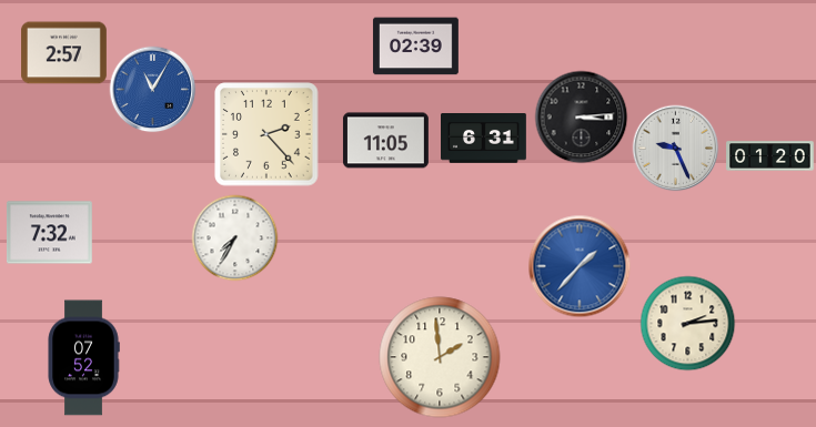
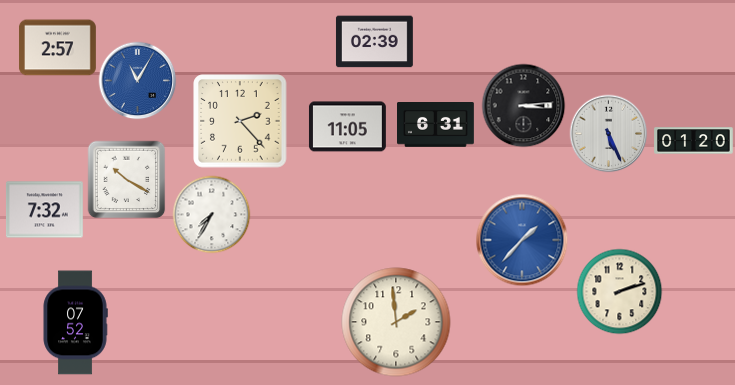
clock at (675, 148): 9:26 -> 5:26
clock at (126, 179): none -> 10:20
clock at (687, 323): 2:14 -> 2:12
